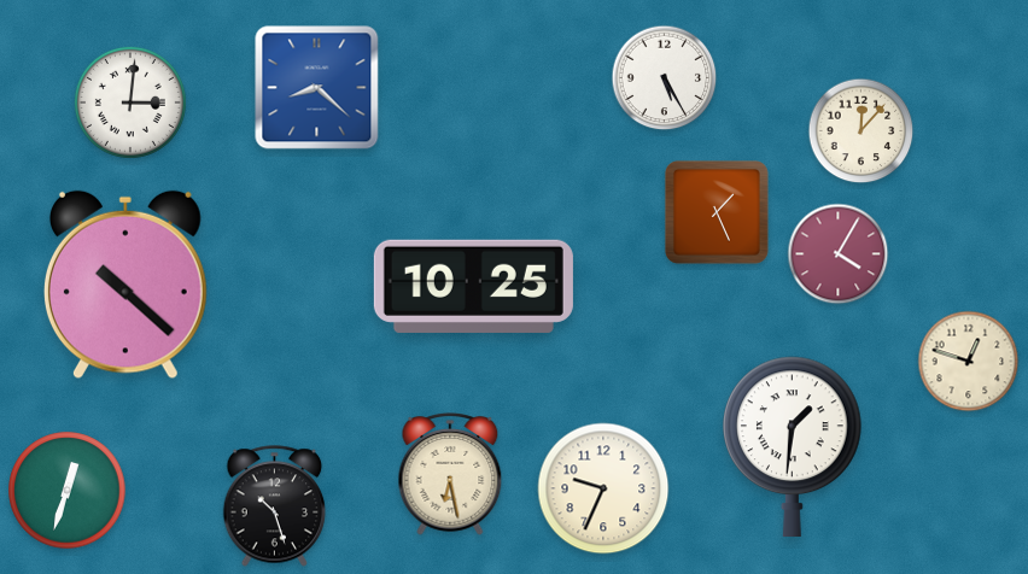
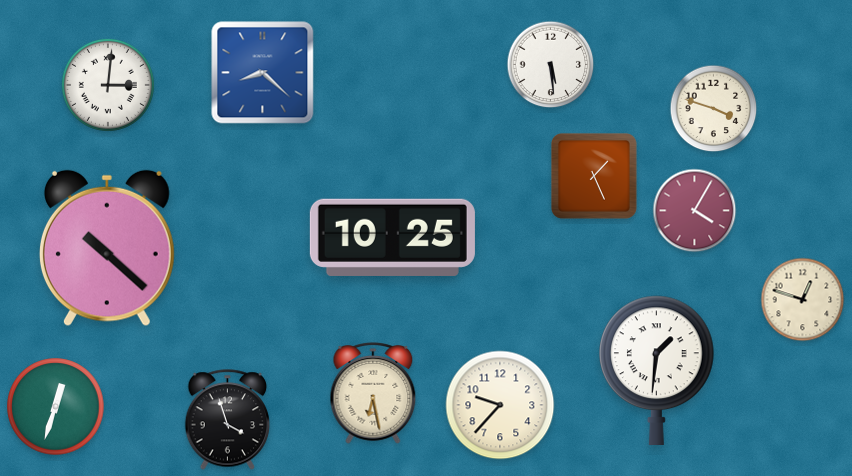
clock at (665, 78): 5:25 -> 5:29
clock at (861, 131): 12:07 -> 3:48
clock at (125, 285) position: (125, 285) -> (107, 248)
clock at (603, 488): 9:34 -> 9:37
clock at (275, 506): 10:27 -> 3:57
